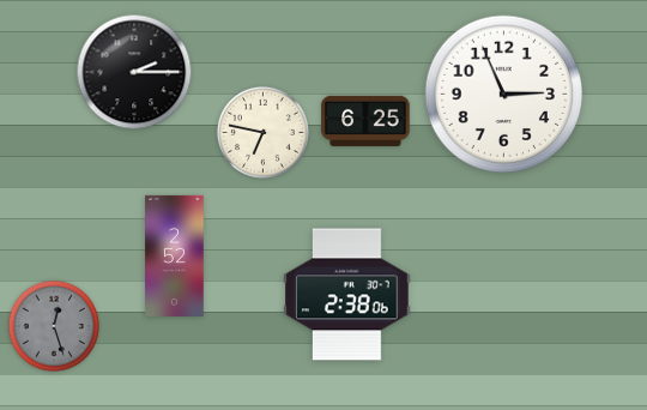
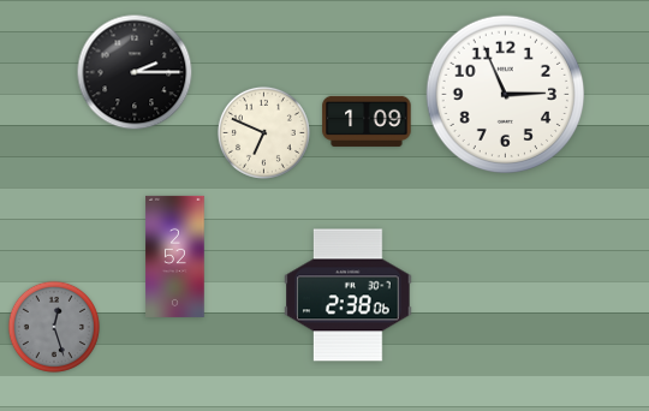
clock at (365, 121): 6:25 -> 1:09
clock at (262, 132): 6:47 -> 6:49
